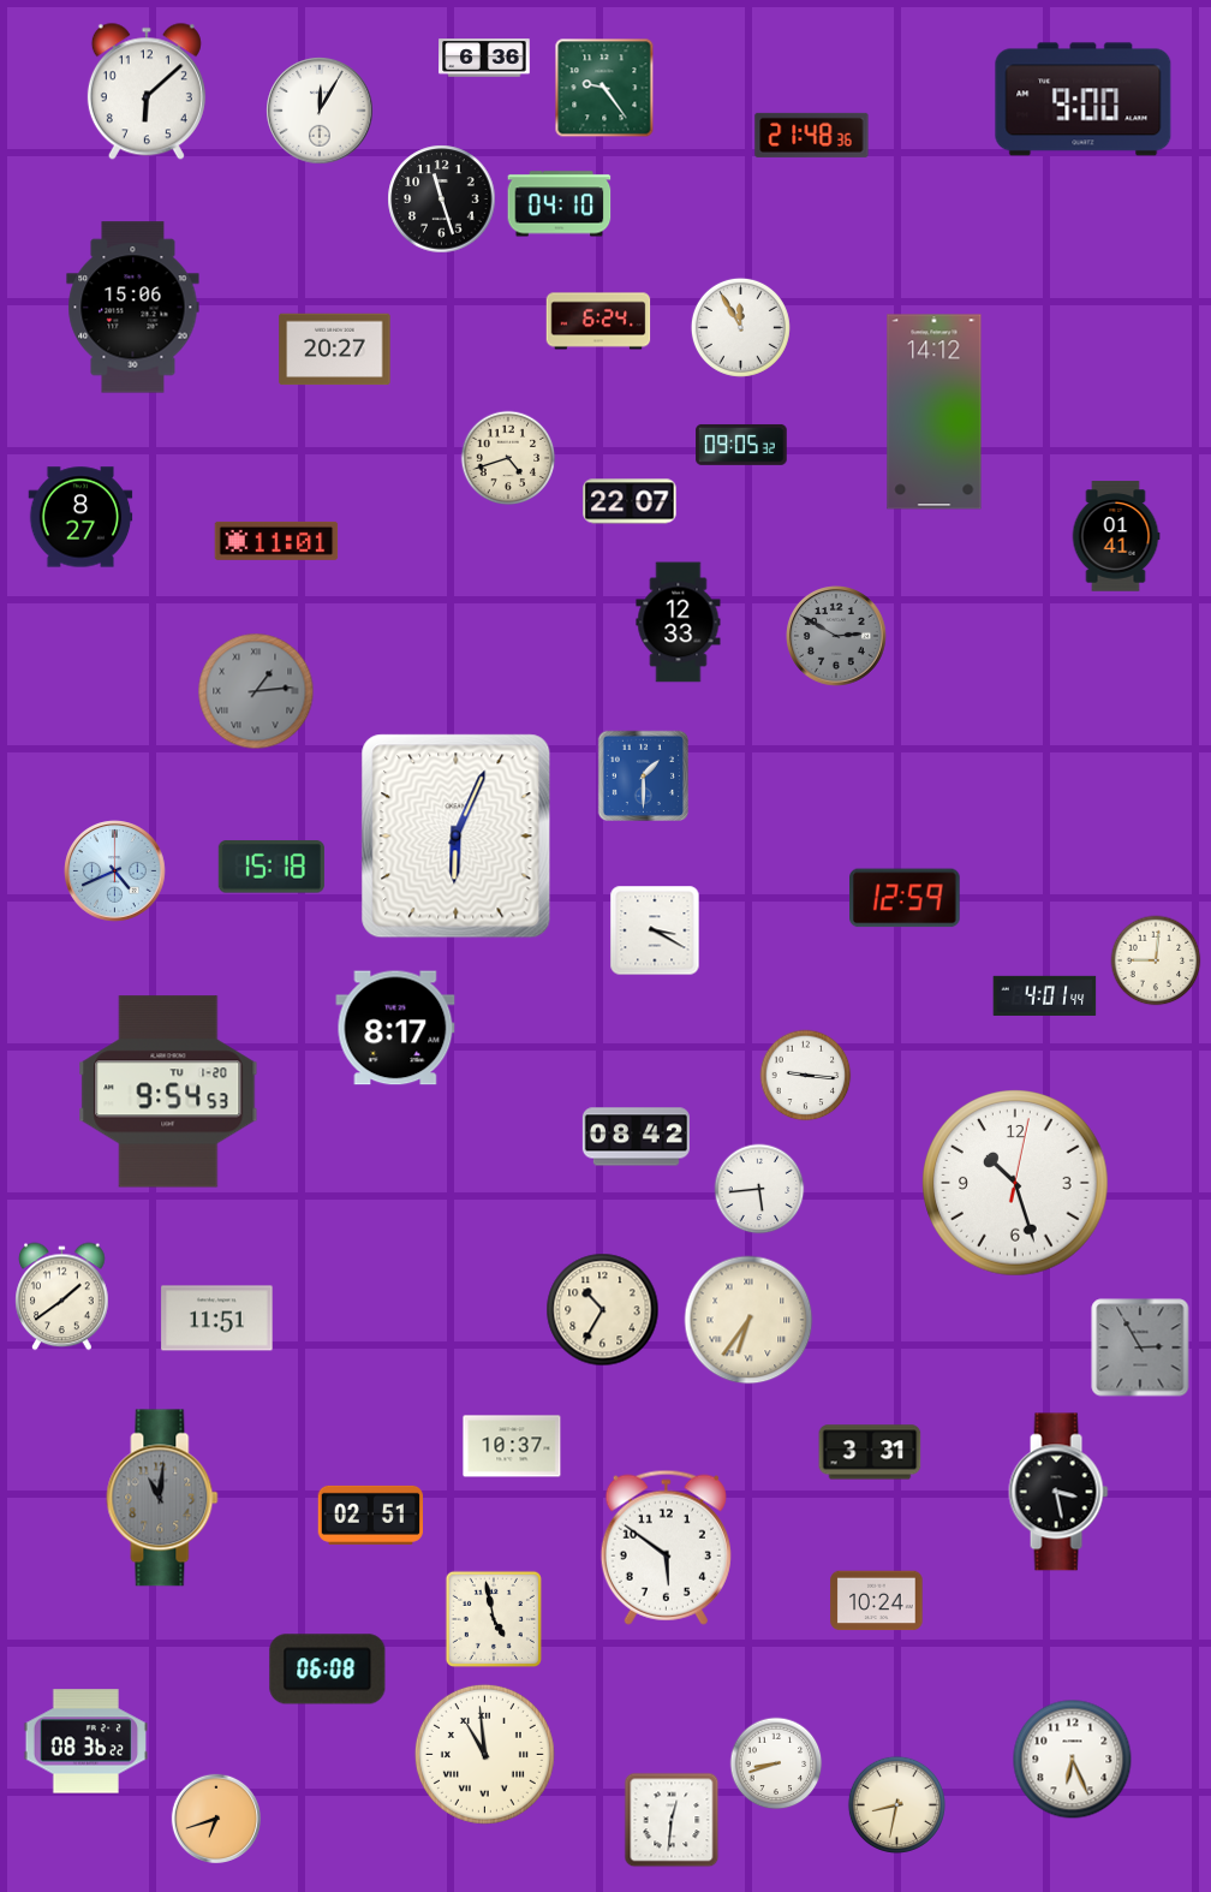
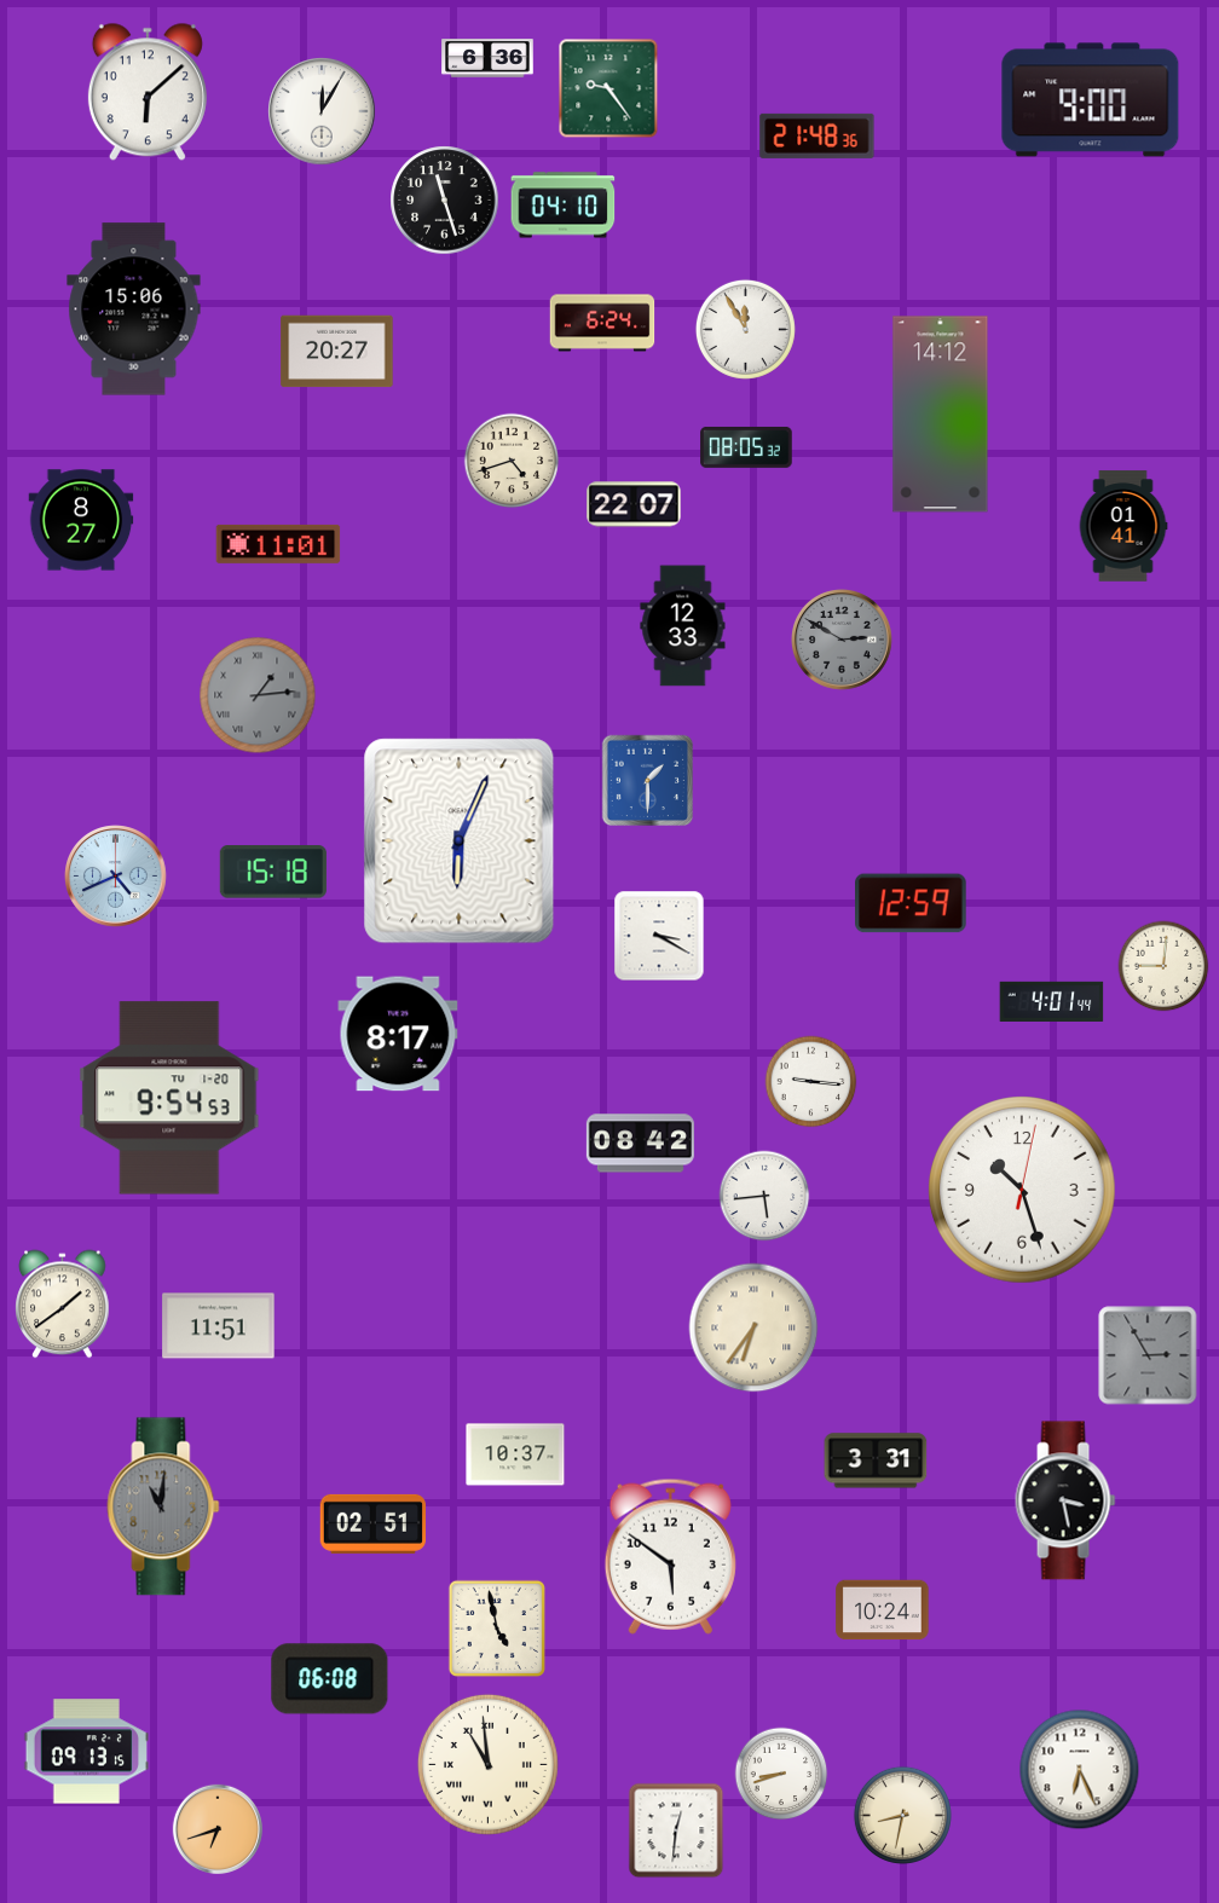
clock at (741, 445): 09:05 -> 08:05
clock at (1116, 536) position: (1116, 536) -> (1123, 526)
clock at (603, 1310): 10:35 -> none
clock at (86, 1742): 08:36 -> 09:13
